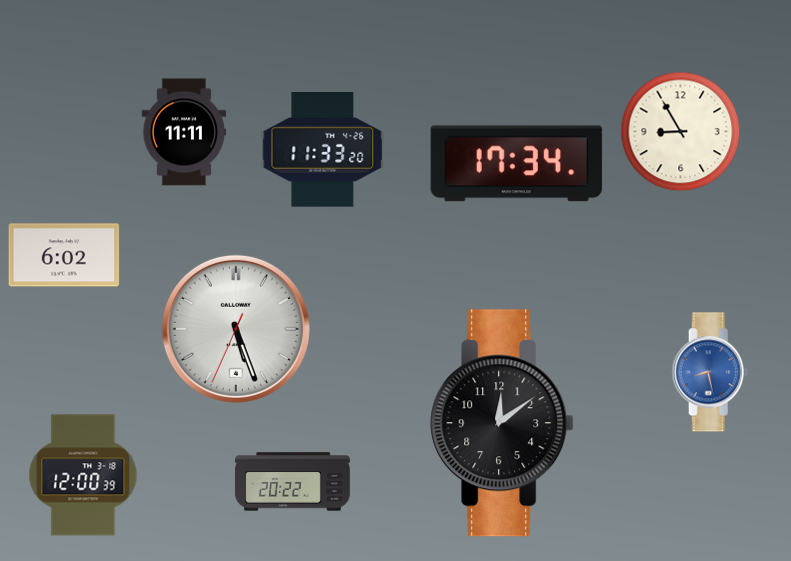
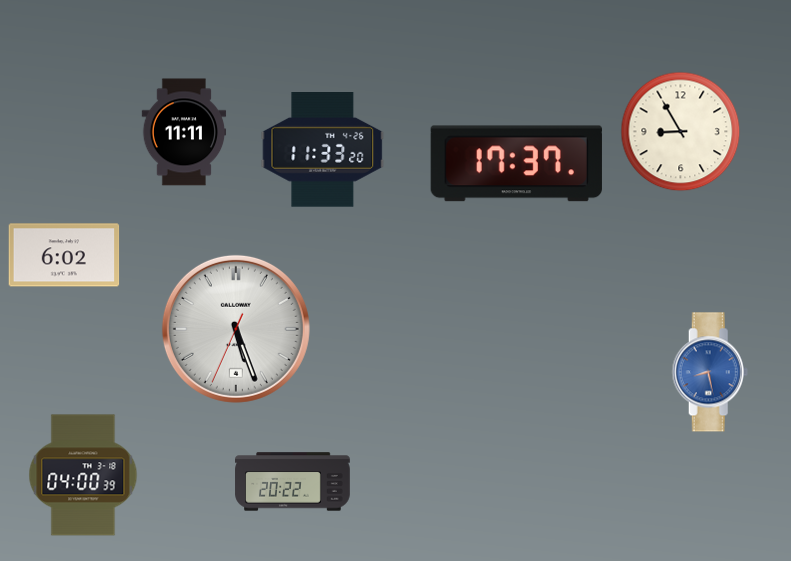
clock at (516, 164): 17:34 -> 17:37
clock at (502, 423): 12:09 -> none
clock at (83, 475): 12:00 -> 04:00
